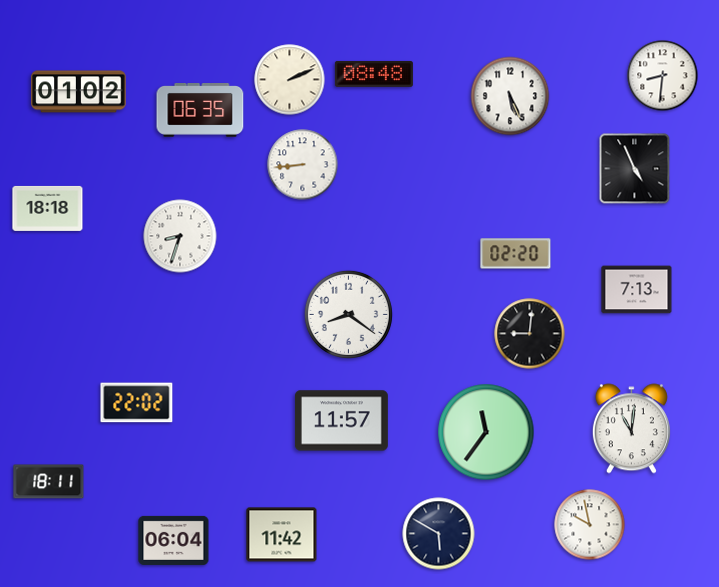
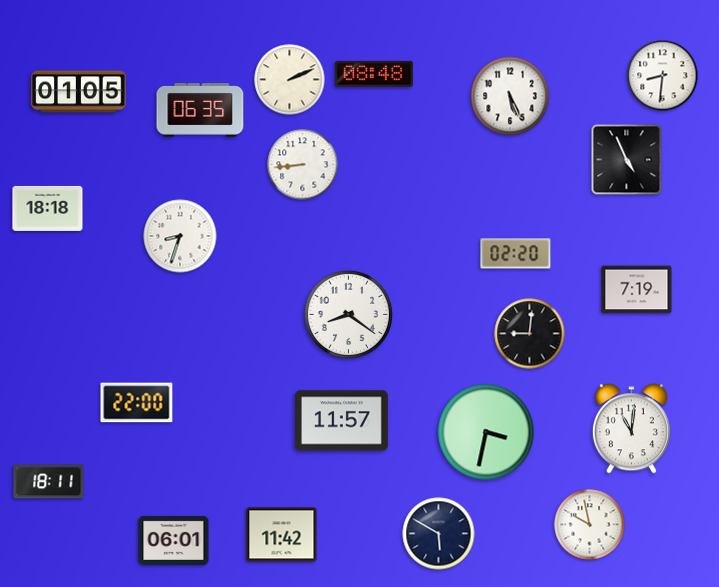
clock at (79, 92): 01:02 -> 01:05
clock at (635, 169) position: (635, 169) -> (627, 160)
clock at (637, 290): 7:13 -> 7:19
clock at (137, 403): 22:02 -> 22:00
clock at (486, 432): 11:36 -> 3:32
clock at (174, 540): 06:04 -> 06:01
